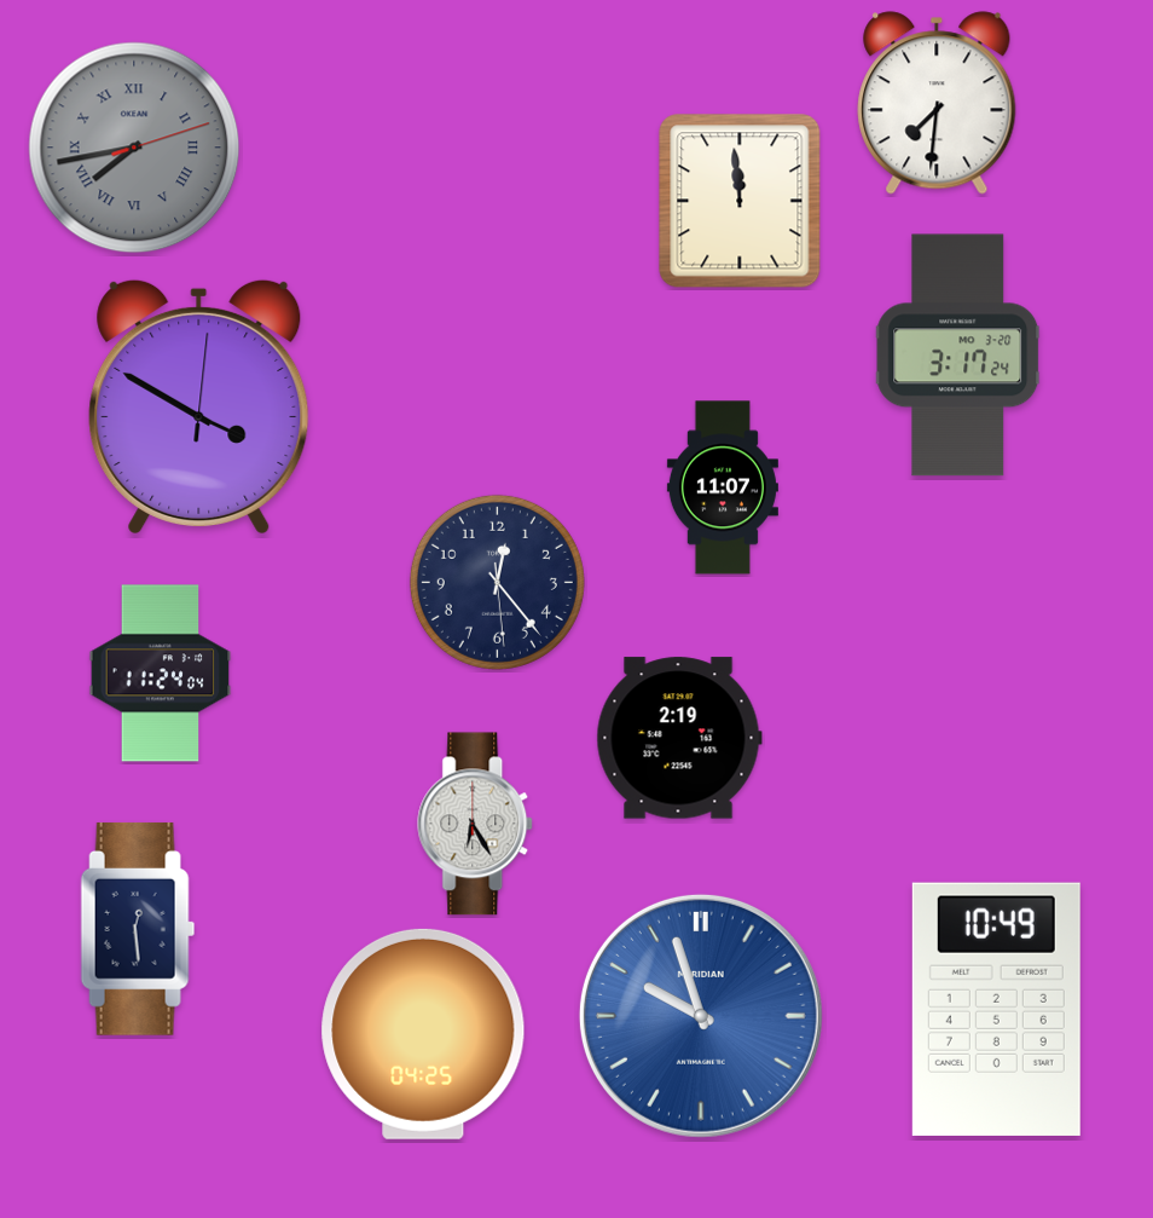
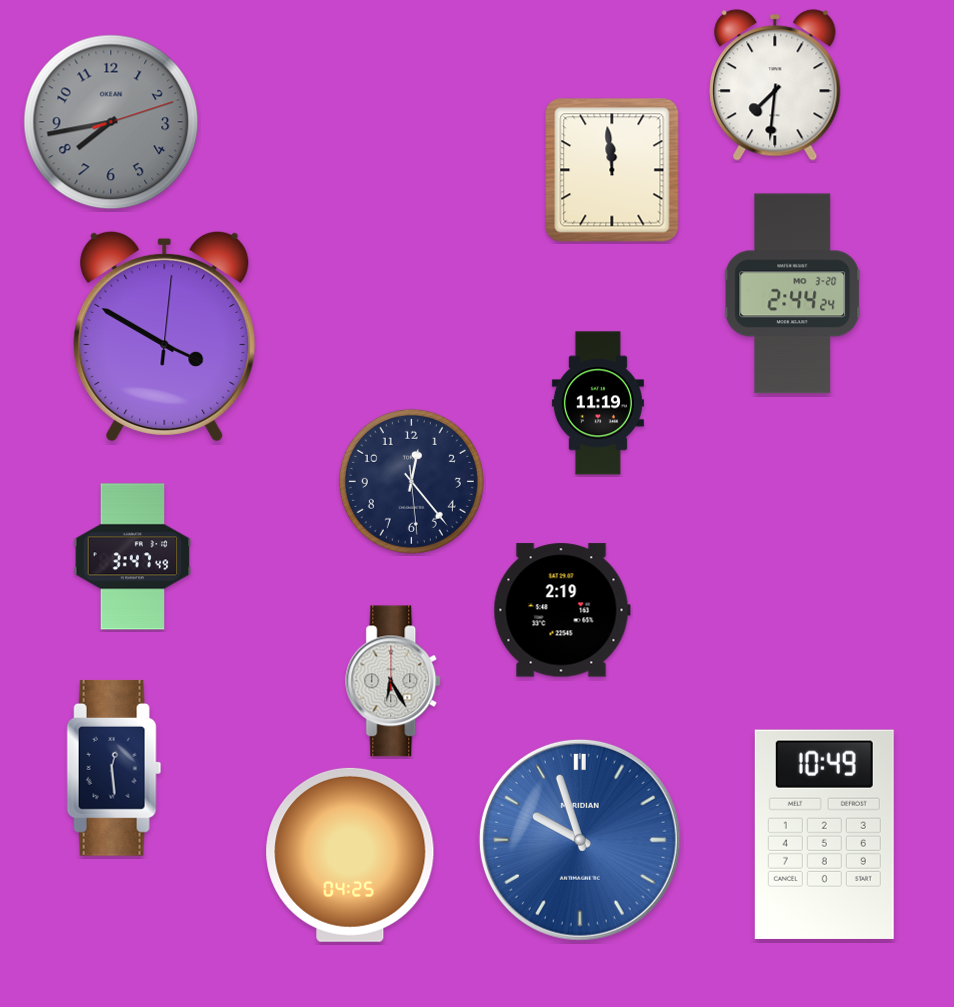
clock at (134, 148) numerals: Roman -> Arabic
clock at (740, 201) position: (740, 201) -> (612, 170)
clock at (958, 356): 3:17 -> 2:44
clock at (723, 487): 11:07 -> 11:19
clock at (161, 674): 11:24 -> 3:47
